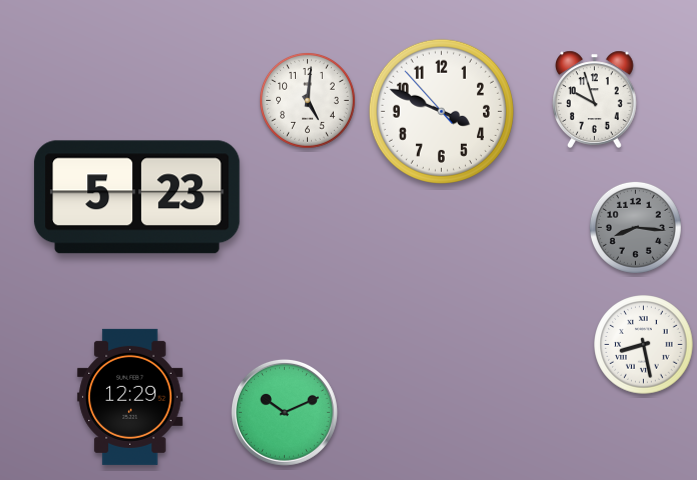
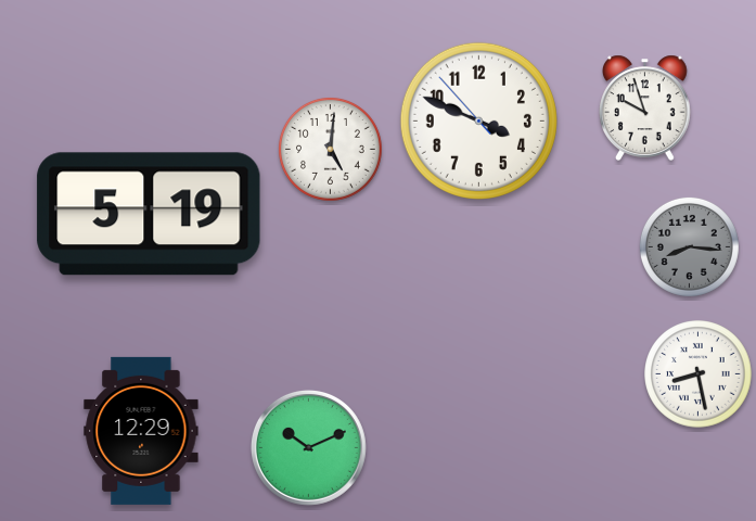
clock at (308, 101) position: (308, 101) -> (331, 150)
clock at (137, 197): 5:23 -> 5:19
